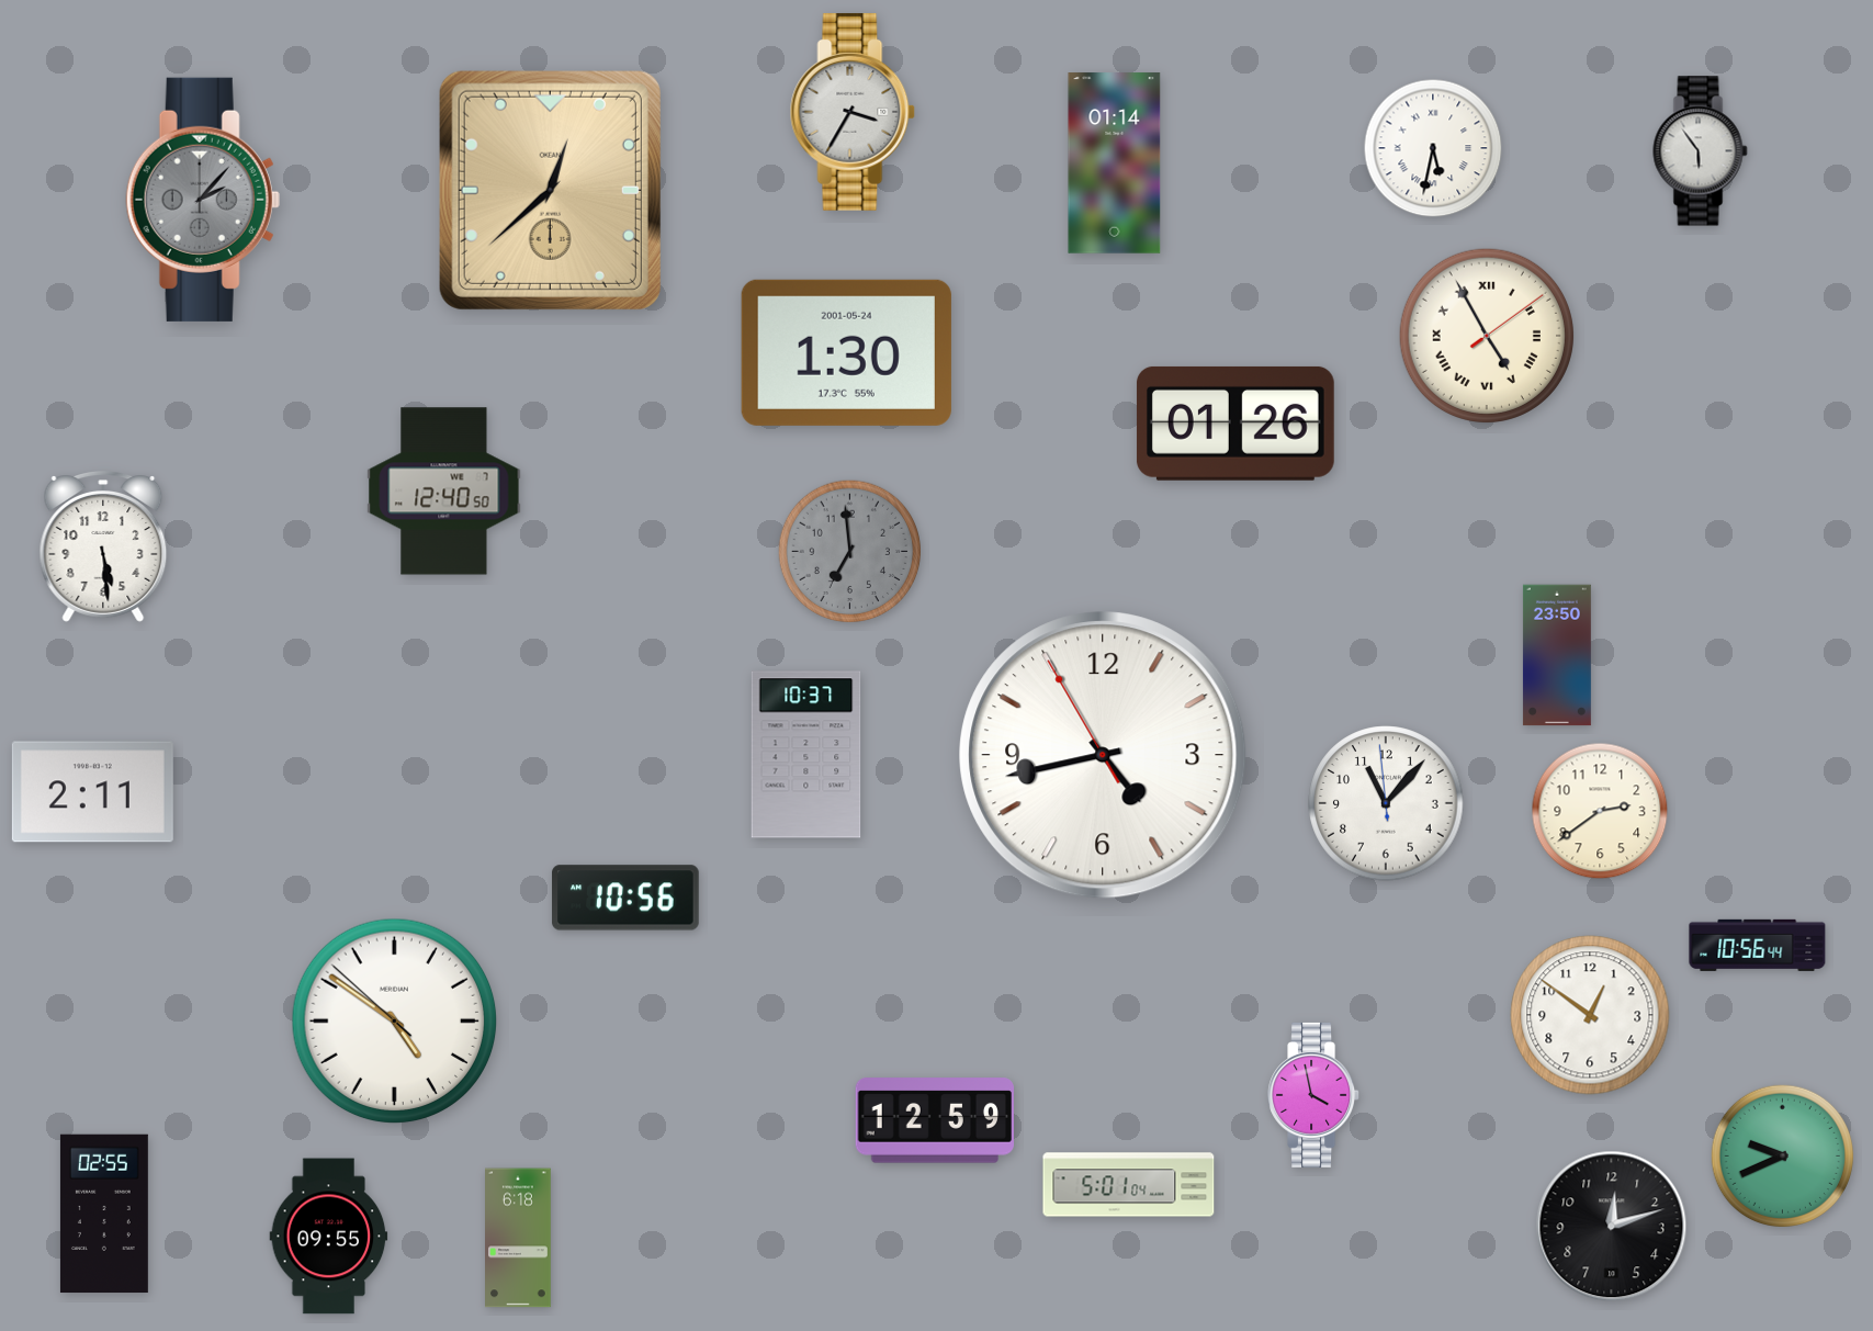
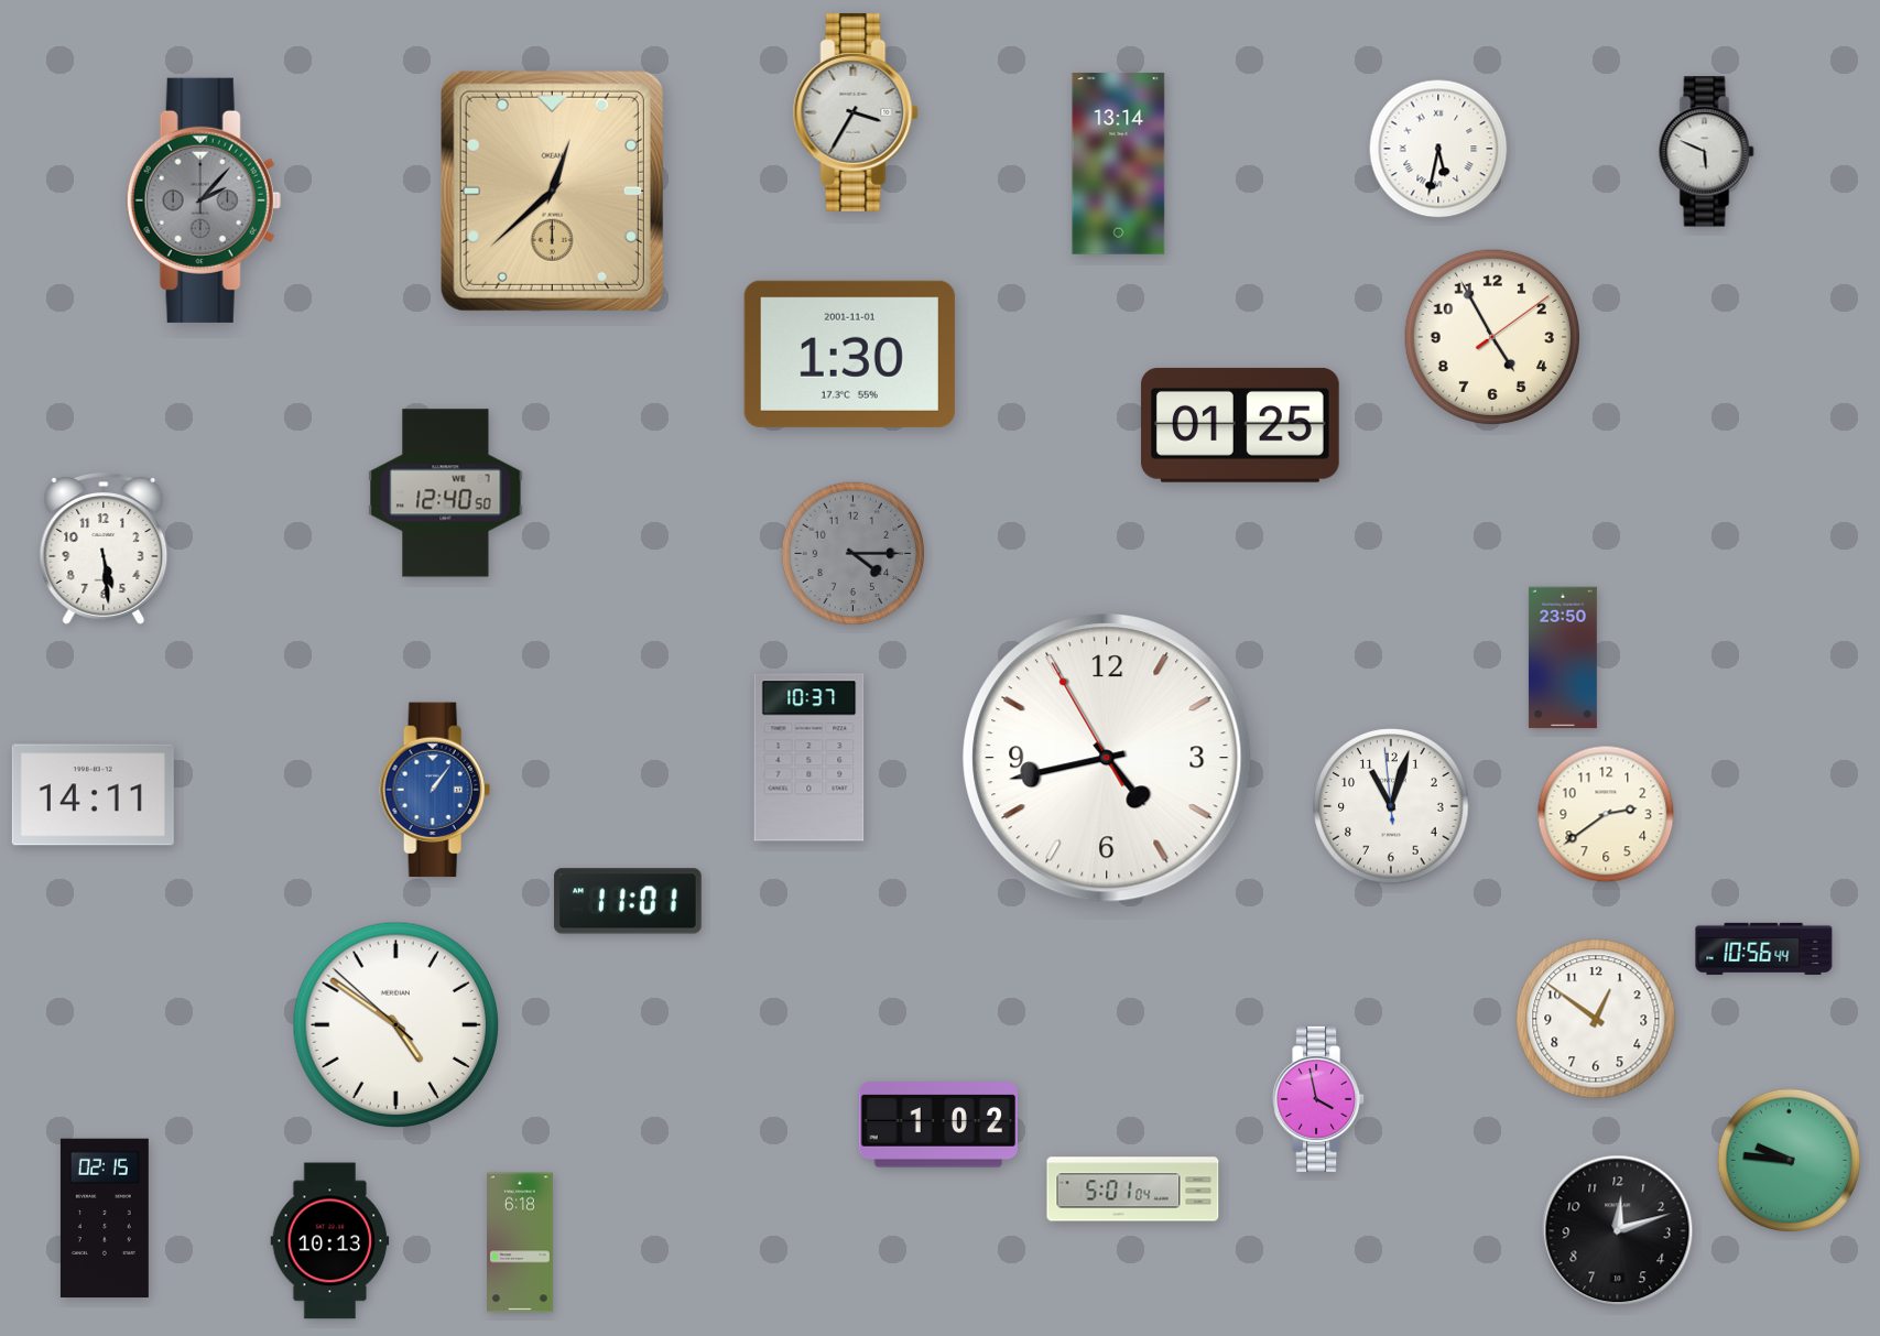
clock at (1701, 151): 5:54 -> 5:49
clock at (1115, 163): 01:14 -> 13:14
clock at (1486, 335) numerals: Roman -> Arabic
clock at (846, 352) date: 2001-05-24 -> 2001-11-01
clock at (1235, 424): 01:26 -> 01:25
clock at (849, 551): 6:59 -> 4:15
clock at (435, 790): none -> 1:06
clock at (92, 792): 2:11 -> 14:11
clock at (1386, 803): 11:06 -> 11:02
clock at (625, 898): 10:56 -> 11:01
clock at (934, 1120): 12:59 -> 1:02
clock at (1782, 1155): 9:41 -> 9:46
clock at (104, 1214): 02:55 -> 02:15
clock at (329, 1237): 09:55 -> 10:13
